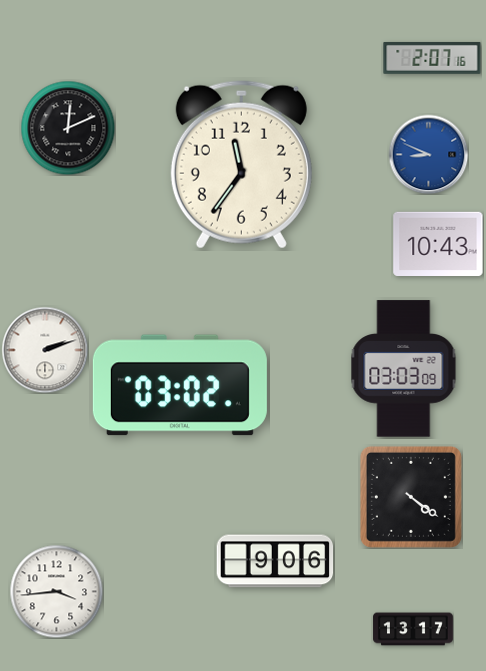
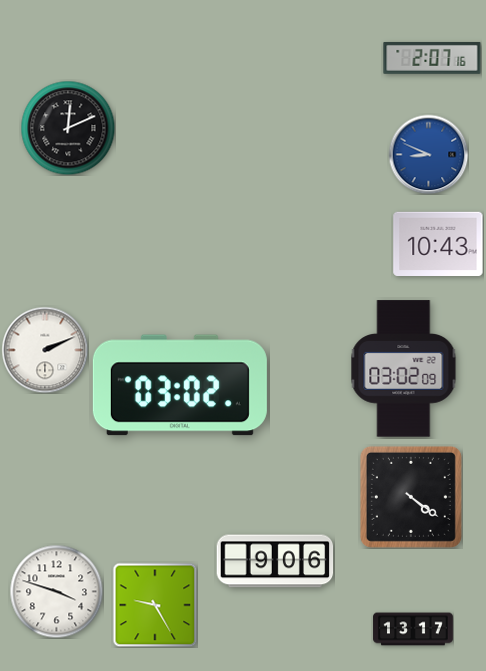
clock at (241, 165): 11:36 -> none
clock at (45, 350): 2:12 -> 2:11
clock at (404, 369): 03:03 -> 03:02
clock at (56, 591): 3:44 -> 3:48
clock at (155, 605): none -> 9:25
